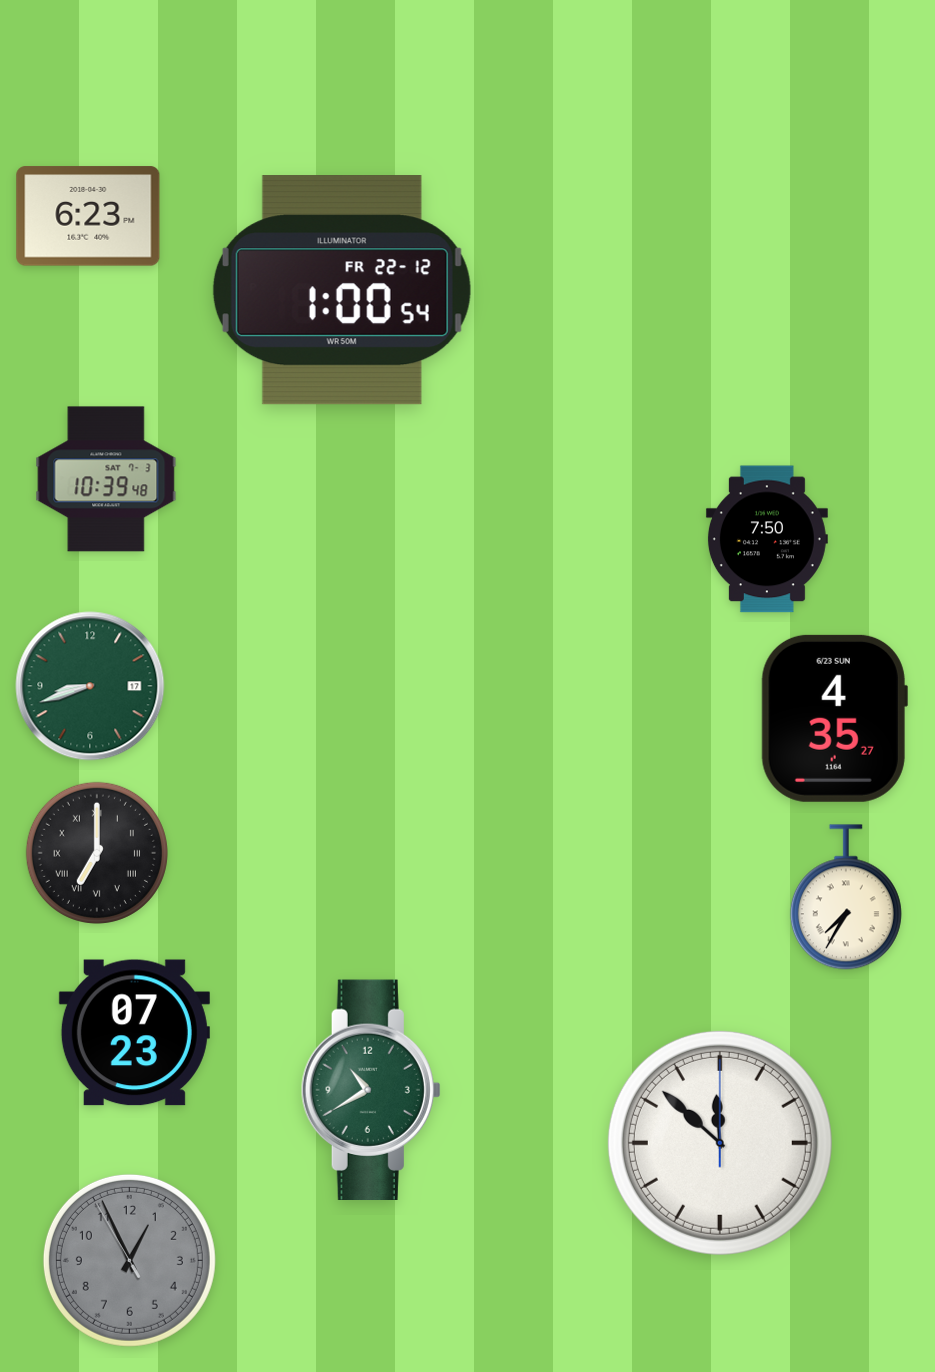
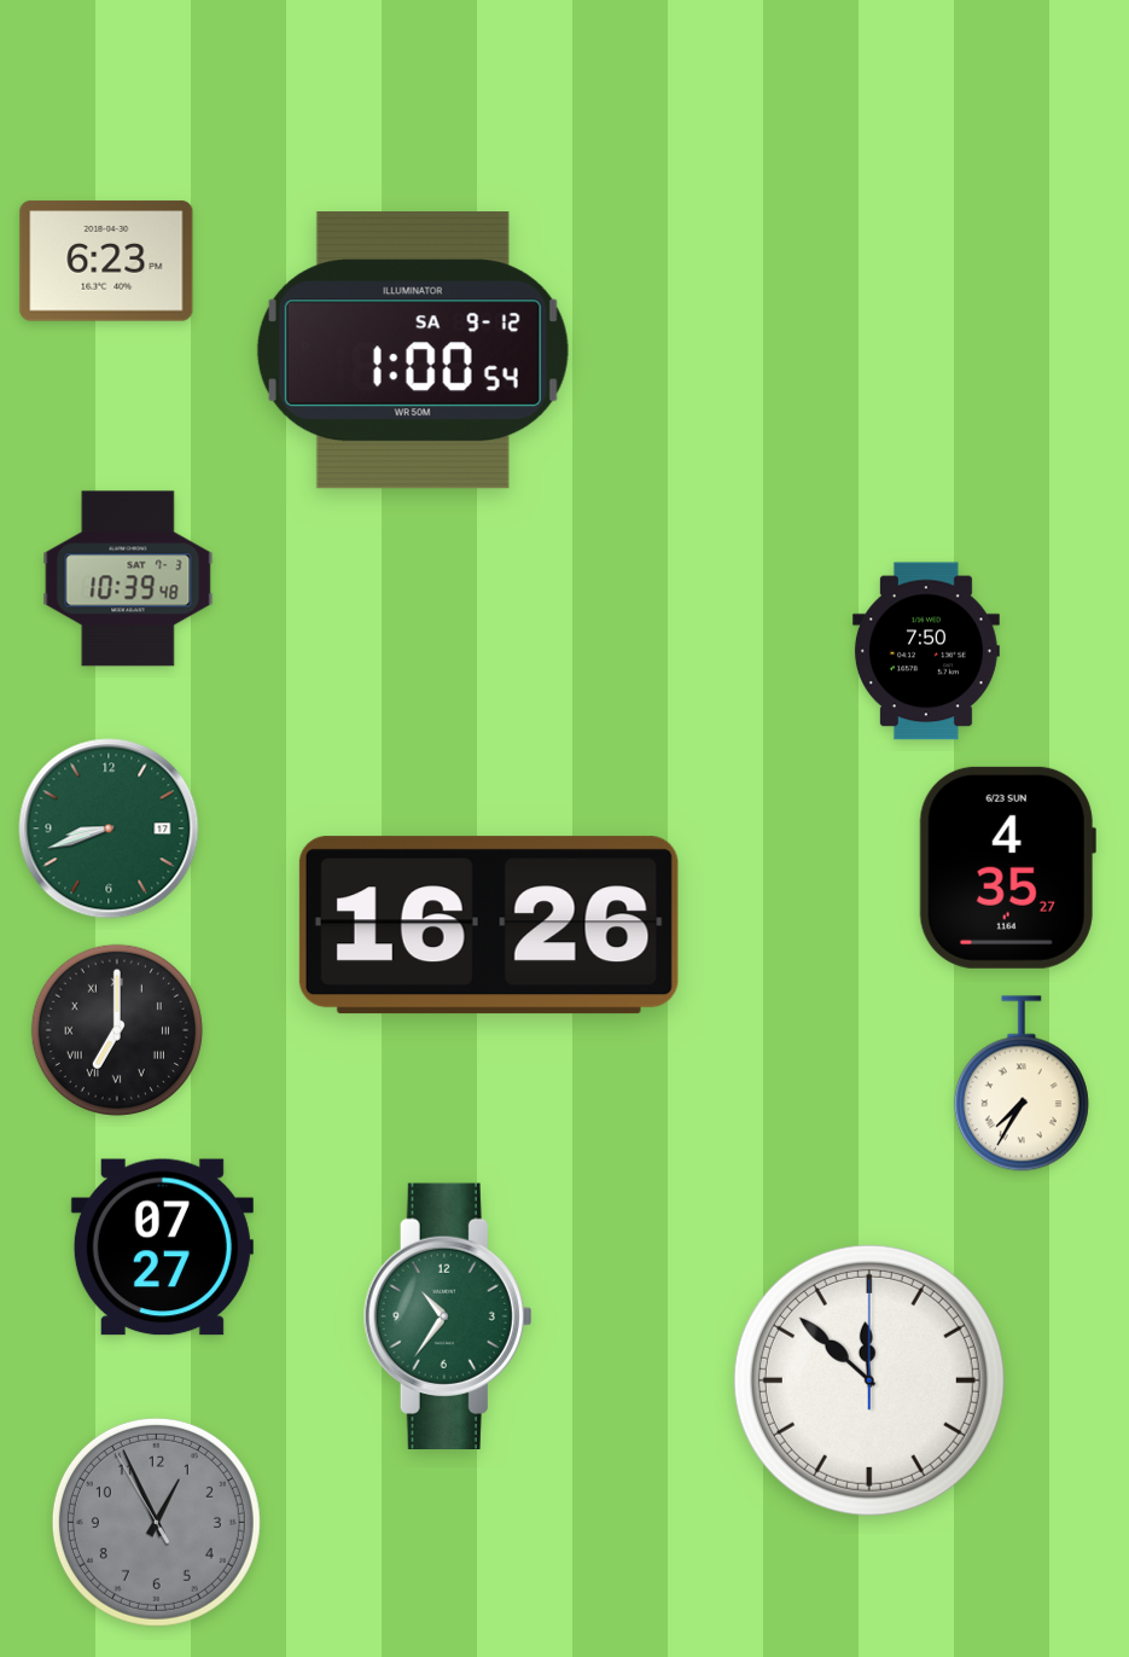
clock at (342, 290) date: FR 22-12 -> SA 9-12
clock at (489, 925): none -> 16:26
clock at (134, 1033): 07:23 -> 07:27
clock at (371, 1089): 10:40 -> 10:36
